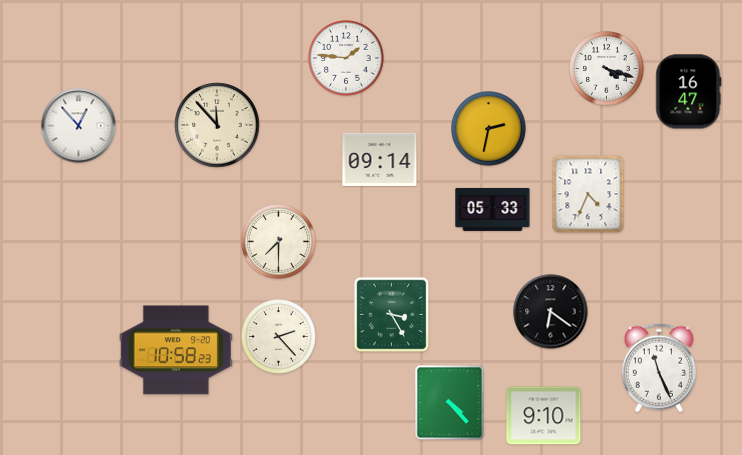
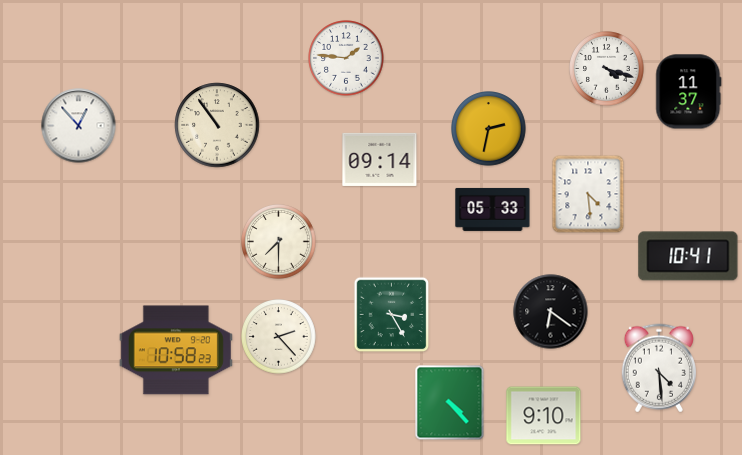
clock at (689, 92): 16:47 -> 11:37
clock at (217, 125): 11:53 -> 10:54
clock at (588, 194): 4:34 -> 4:29
clock at (688, 256): none -> 10:41
clock at (659, 368): 11:26 -> 4:29
